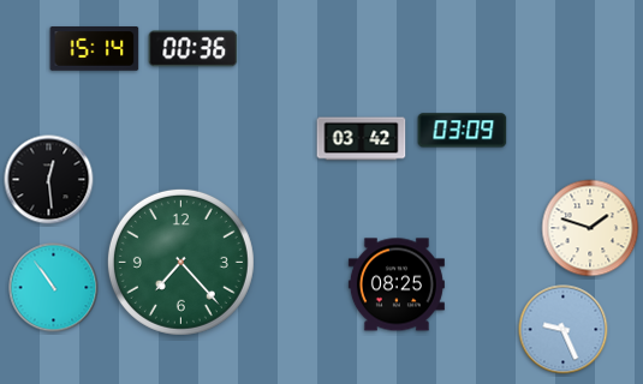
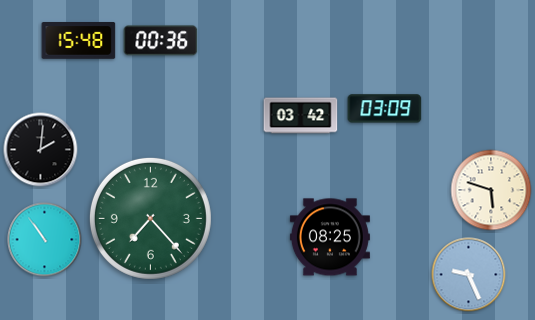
clock at (95, 49): 15:14 -> 15:48
clock at (49, 180): 12:29 -> 2:01
clock at (590, 228): 1:48 -> 5:48
